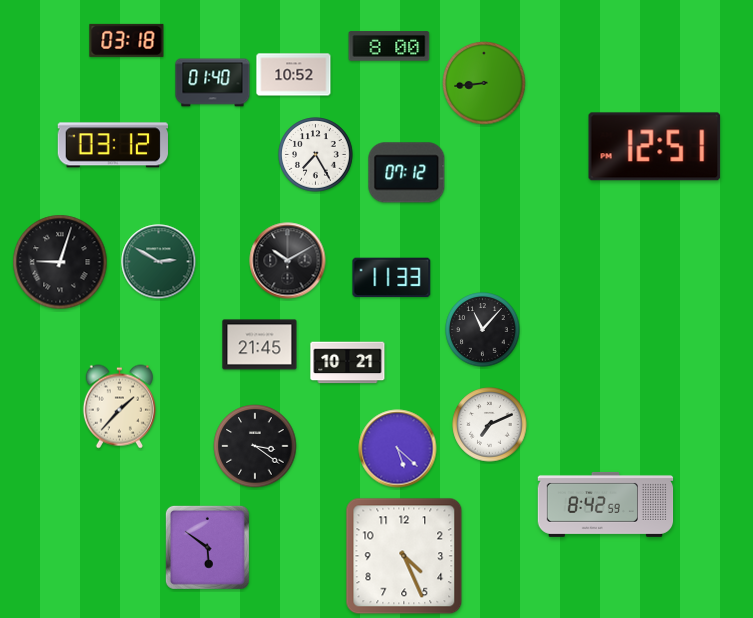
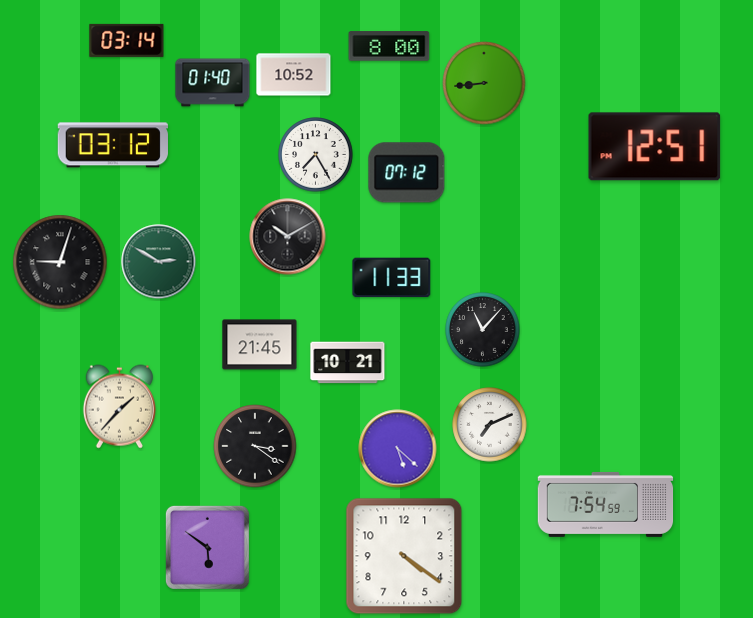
clock at (127, 40): 03:18 -> 03:14
clock at (288, 261) position: (288, 261) -> (288, 237)
clock at (606, 504): 8:42 -> 7:54
clock at (404, 556): 4:26 -> 4:21
